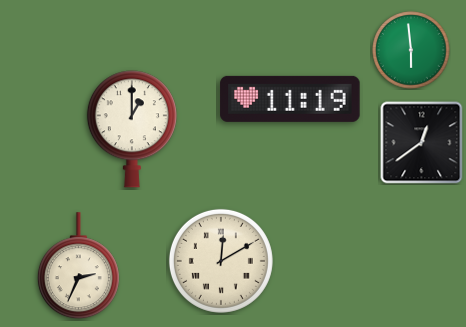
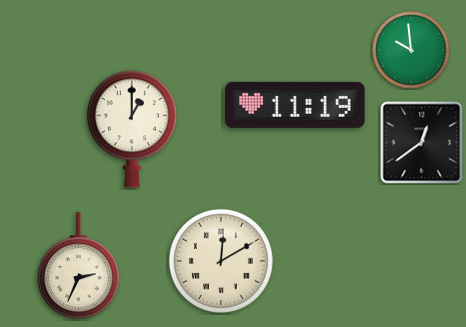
clock at (411, 50): 5:59 -> 9:59
clock at (290, 99) position: (290, 99) -> (295, 105)
